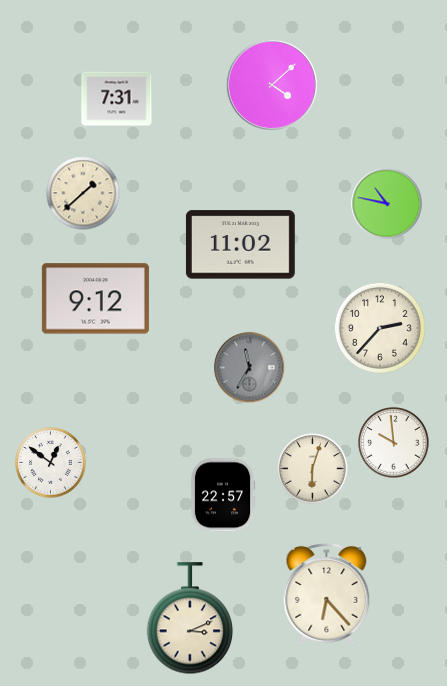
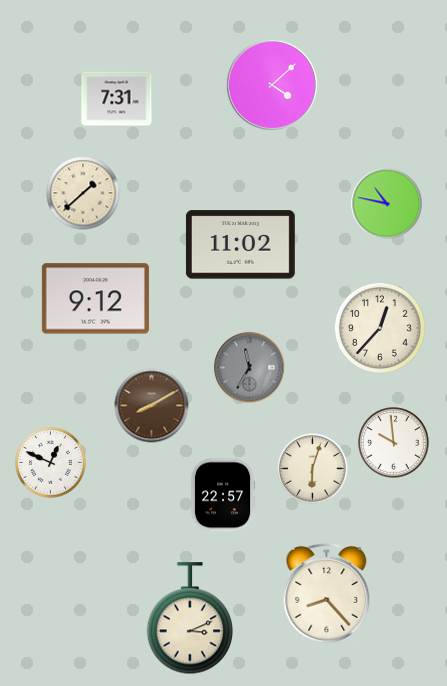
clock at (380, 328): 2:37 -> 12:37
clock at (152, 406): none -> 8:10
clock at (51, 463): 12:51 -> 12:49
clock at (327, 594): 6:23 -> 8:23
